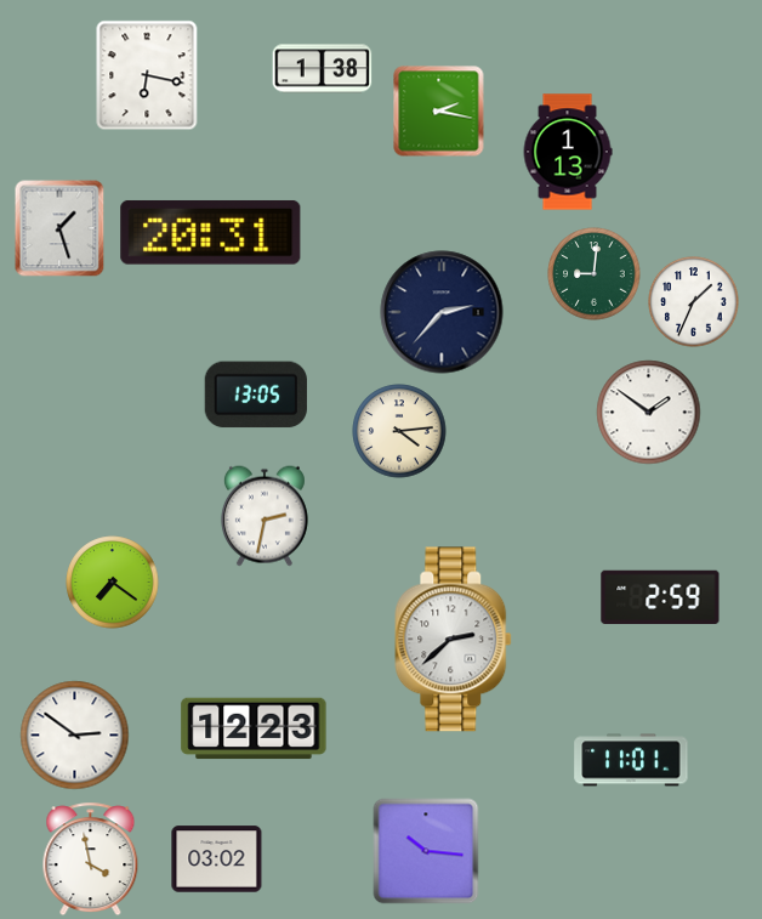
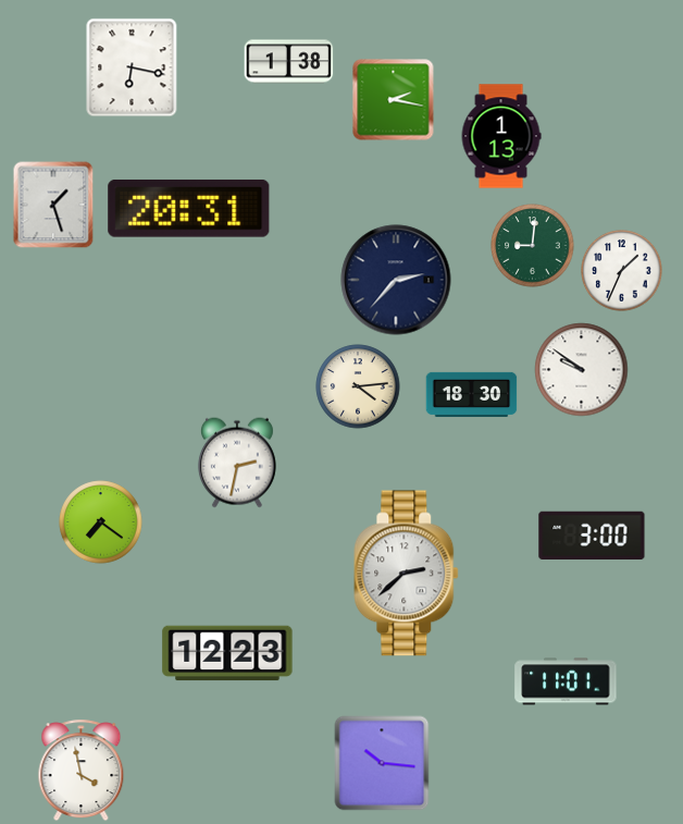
clock at (568, 152) position: (568, 152) -> (501, 136)
clock at (256, 395): 13:05 -> none
clock at (649, 413): 1:51 -> 9:51
clock at (472, 394): none -> 18:30
clock at (660, 597): 2:59 -> 3:00
clock at (75, 736): 2:51 -> none
clock at (217, 860): 03:02 -> none
